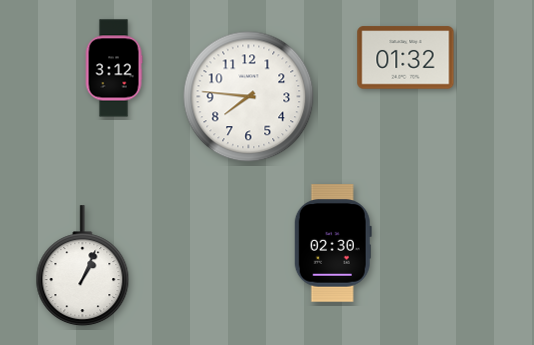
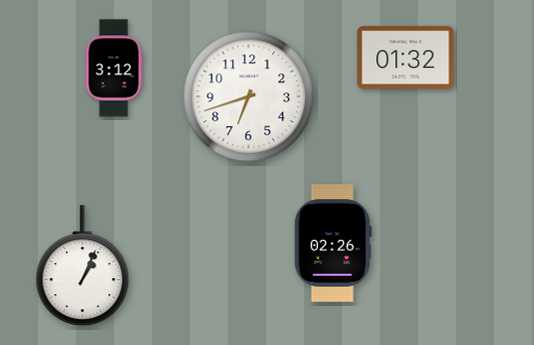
clock at (249, 97): 7:46 -> 6:42
clock at (333, 243): 02:30 -> 02:26
